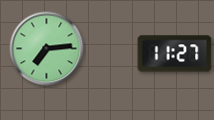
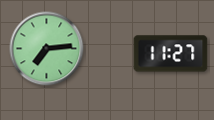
clock at (175, 54) position: (175, 54) -> (171, 54)
